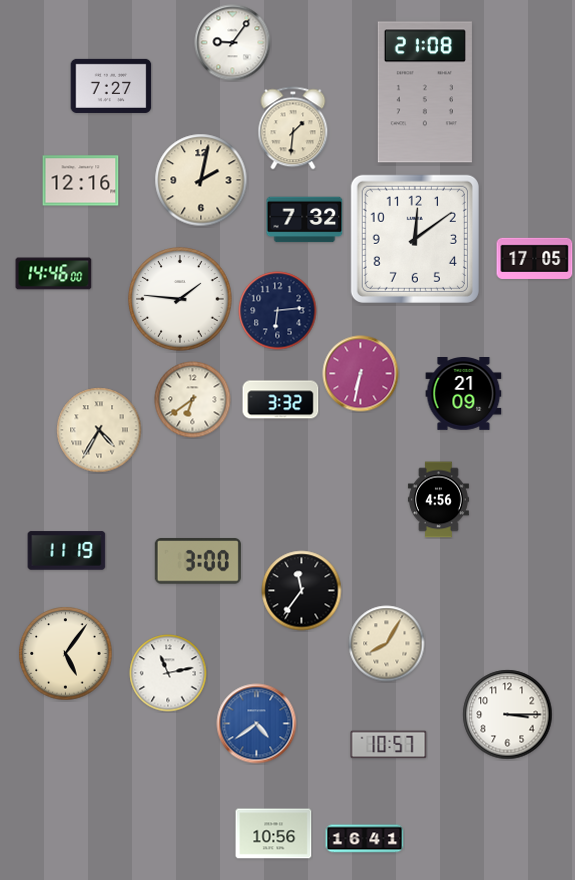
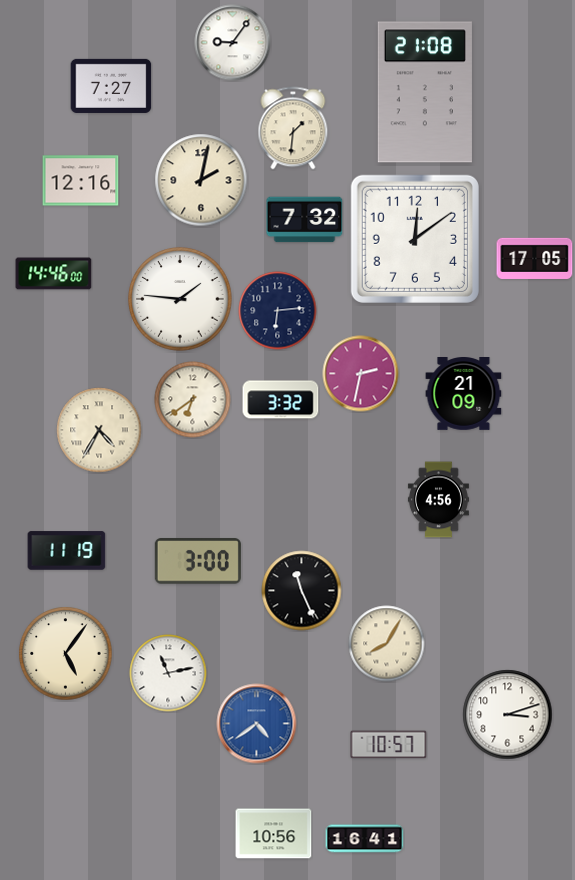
clock at (361, 374): 6:32 -> 2:32
clock at (302, 591): 11:36 -> 11:26
clock at (508, 715): 3:15 -> 3:12
